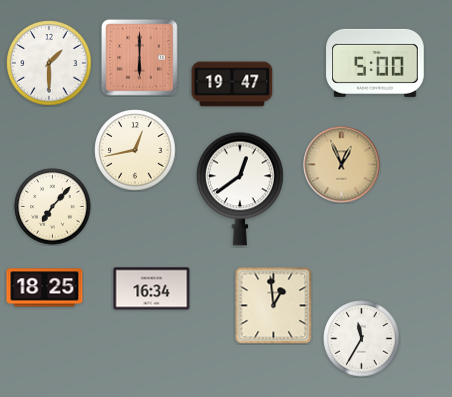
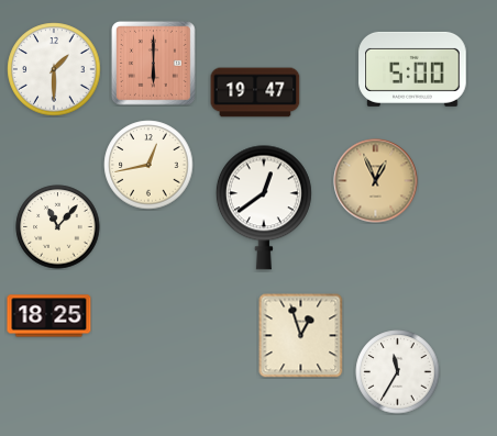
clock at (53, 207): 7:07 -> 11:07
clock at (152, 289): 16:34 -> none
clock at (273, 306): 12:59 -> 12:57
